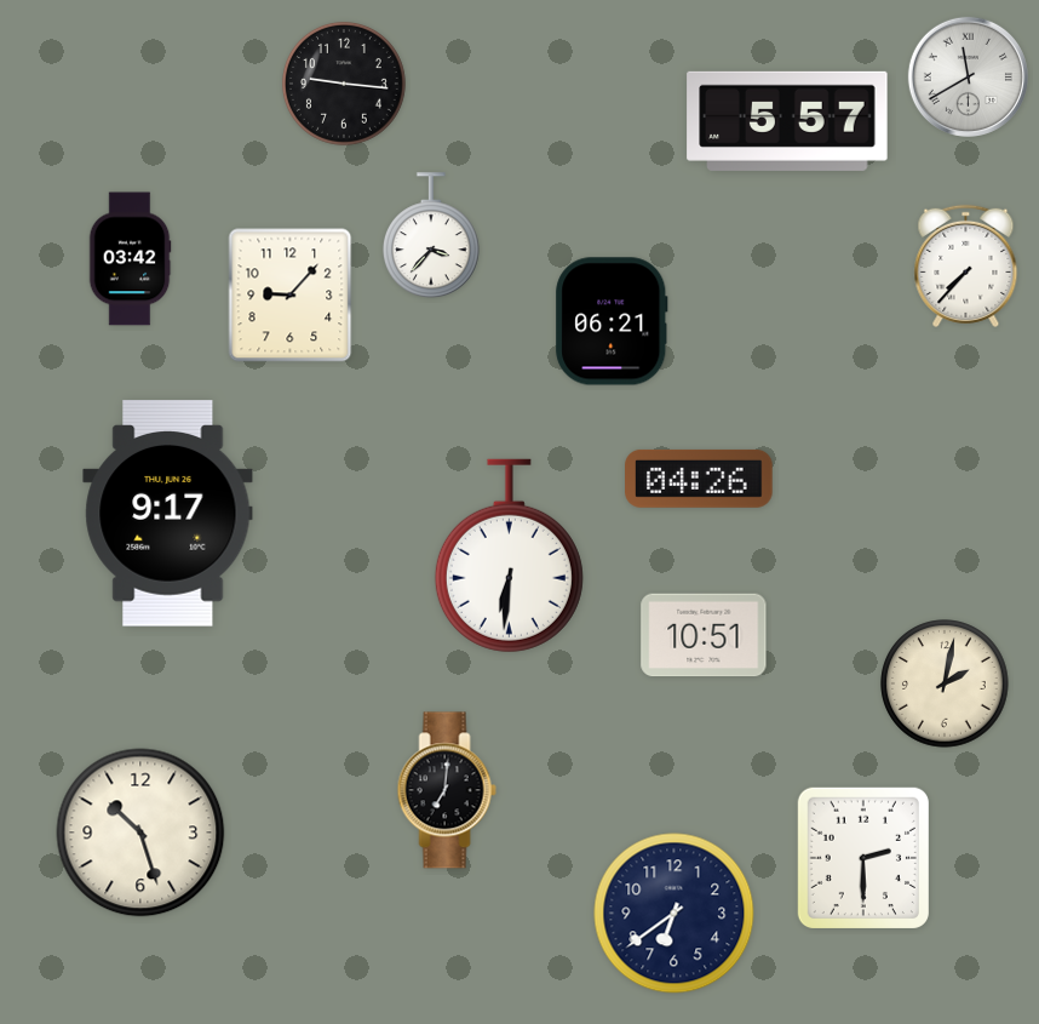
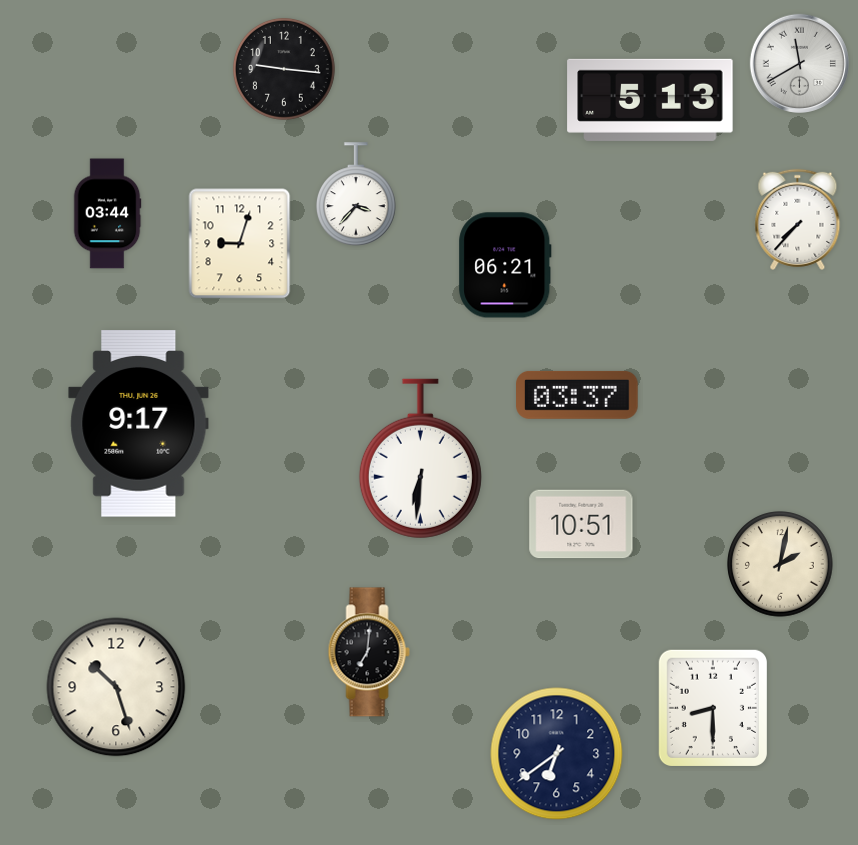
clock at (787, 121): 5:57 -> 5:13
clock at (130, 259): 03:42 -> 03:44
clock at (291, 296): 9:07 -> 9:03
clock at (699, 479): 04:26 -> 03:37
clock at (863, 858): 2:30 -> 8:30
